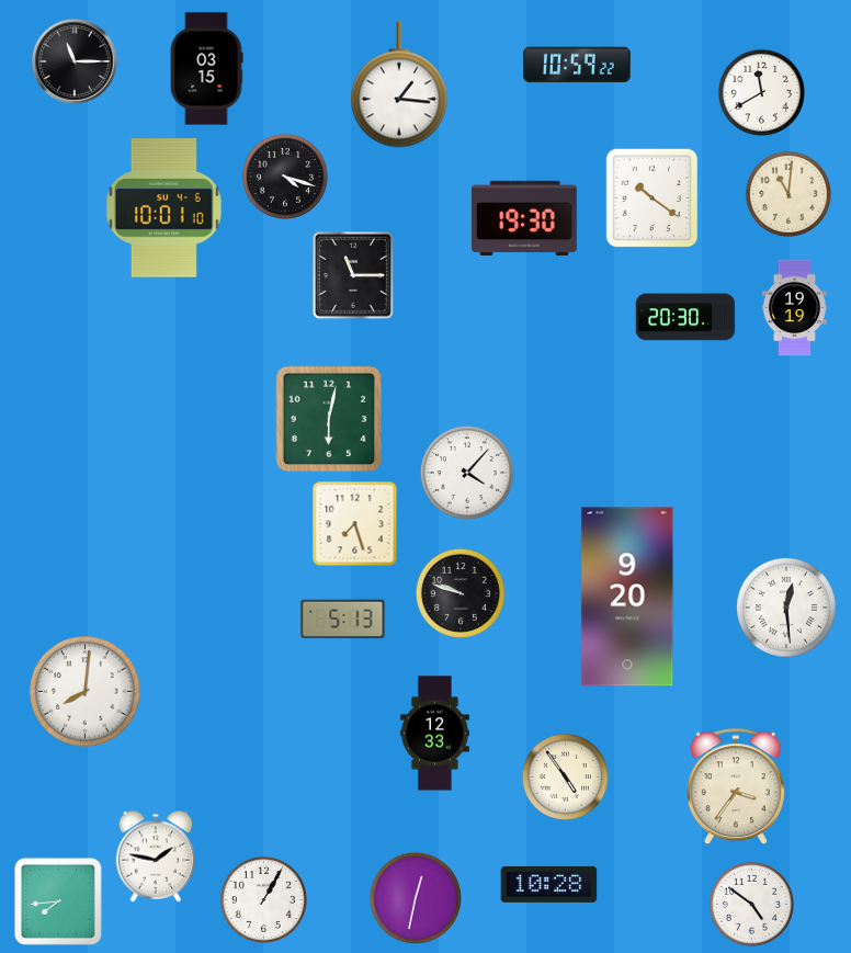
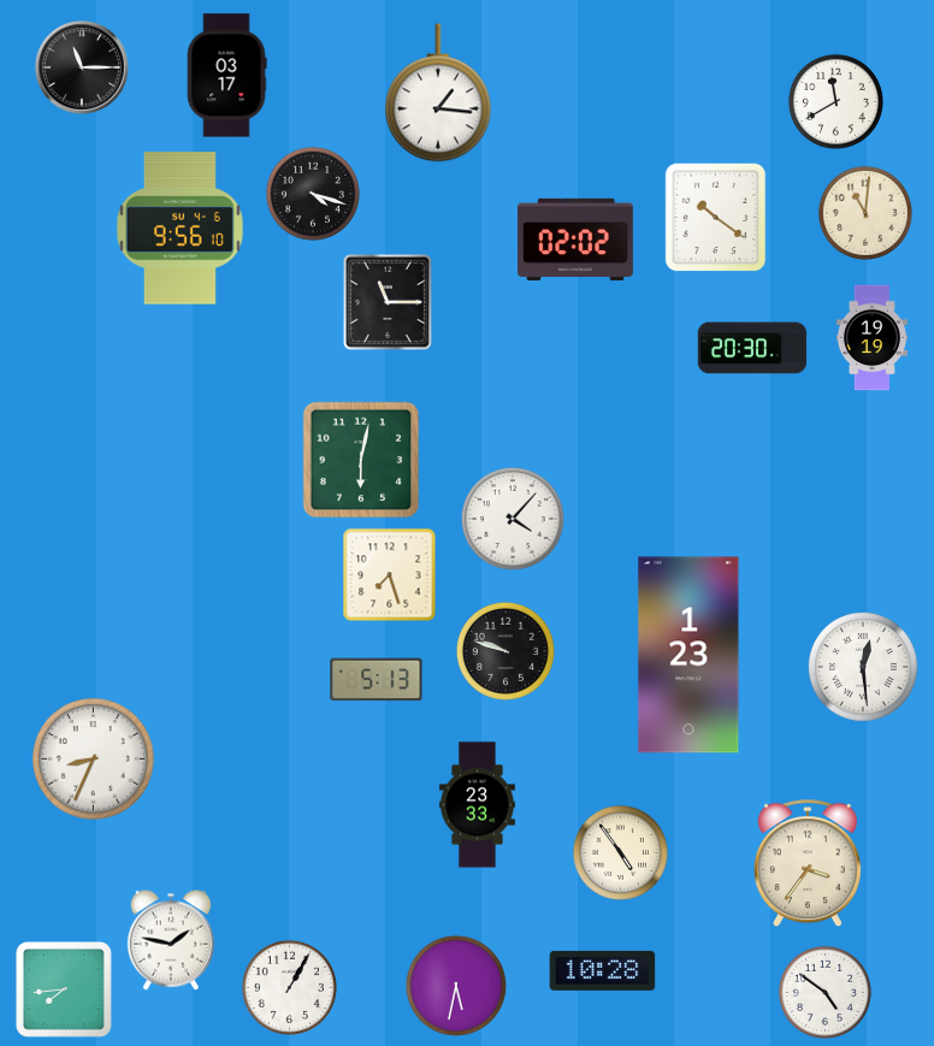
clock at (577, 65): 10:59 -> none
clock at (206, 69): 03:15 -> 03:17
clock at (163, 208): 10:01 -> 9:56
clock at (524, 218): 19:30 -> 02:02
clock at (627, 597): 9:20 -> 1:23
clock at (86, 692): 8:01 -> 8:34
clock at (434, 734): 12:33 -> 23:33
clock at (416, 898): 12:32 -> 5:32
